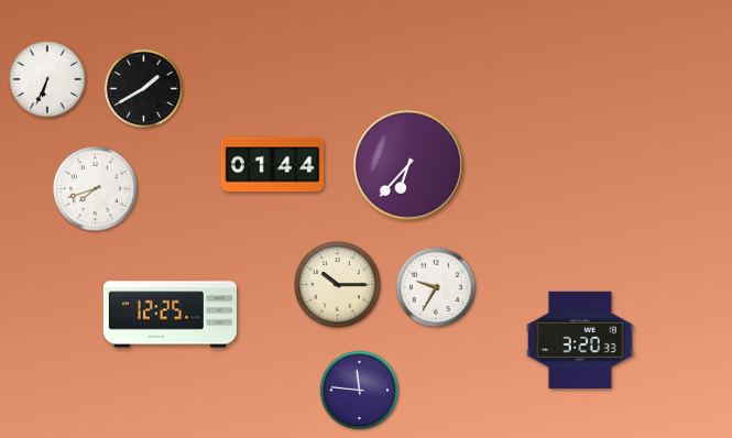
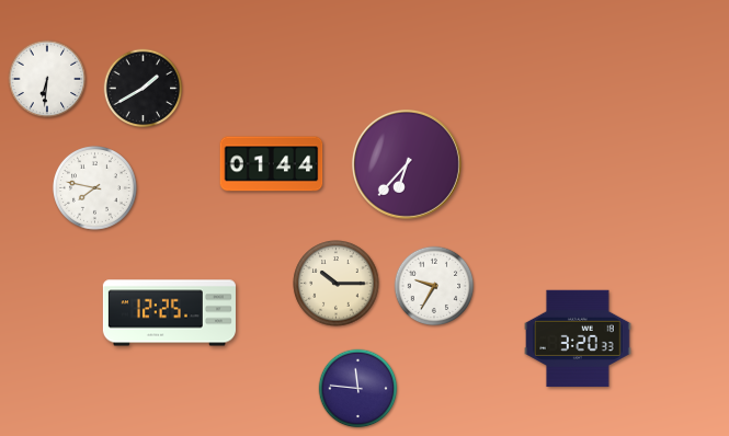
clock at (47, 79): 6:34 -> 6:31
clock at (96, 189): 7:42 -> 7:47
